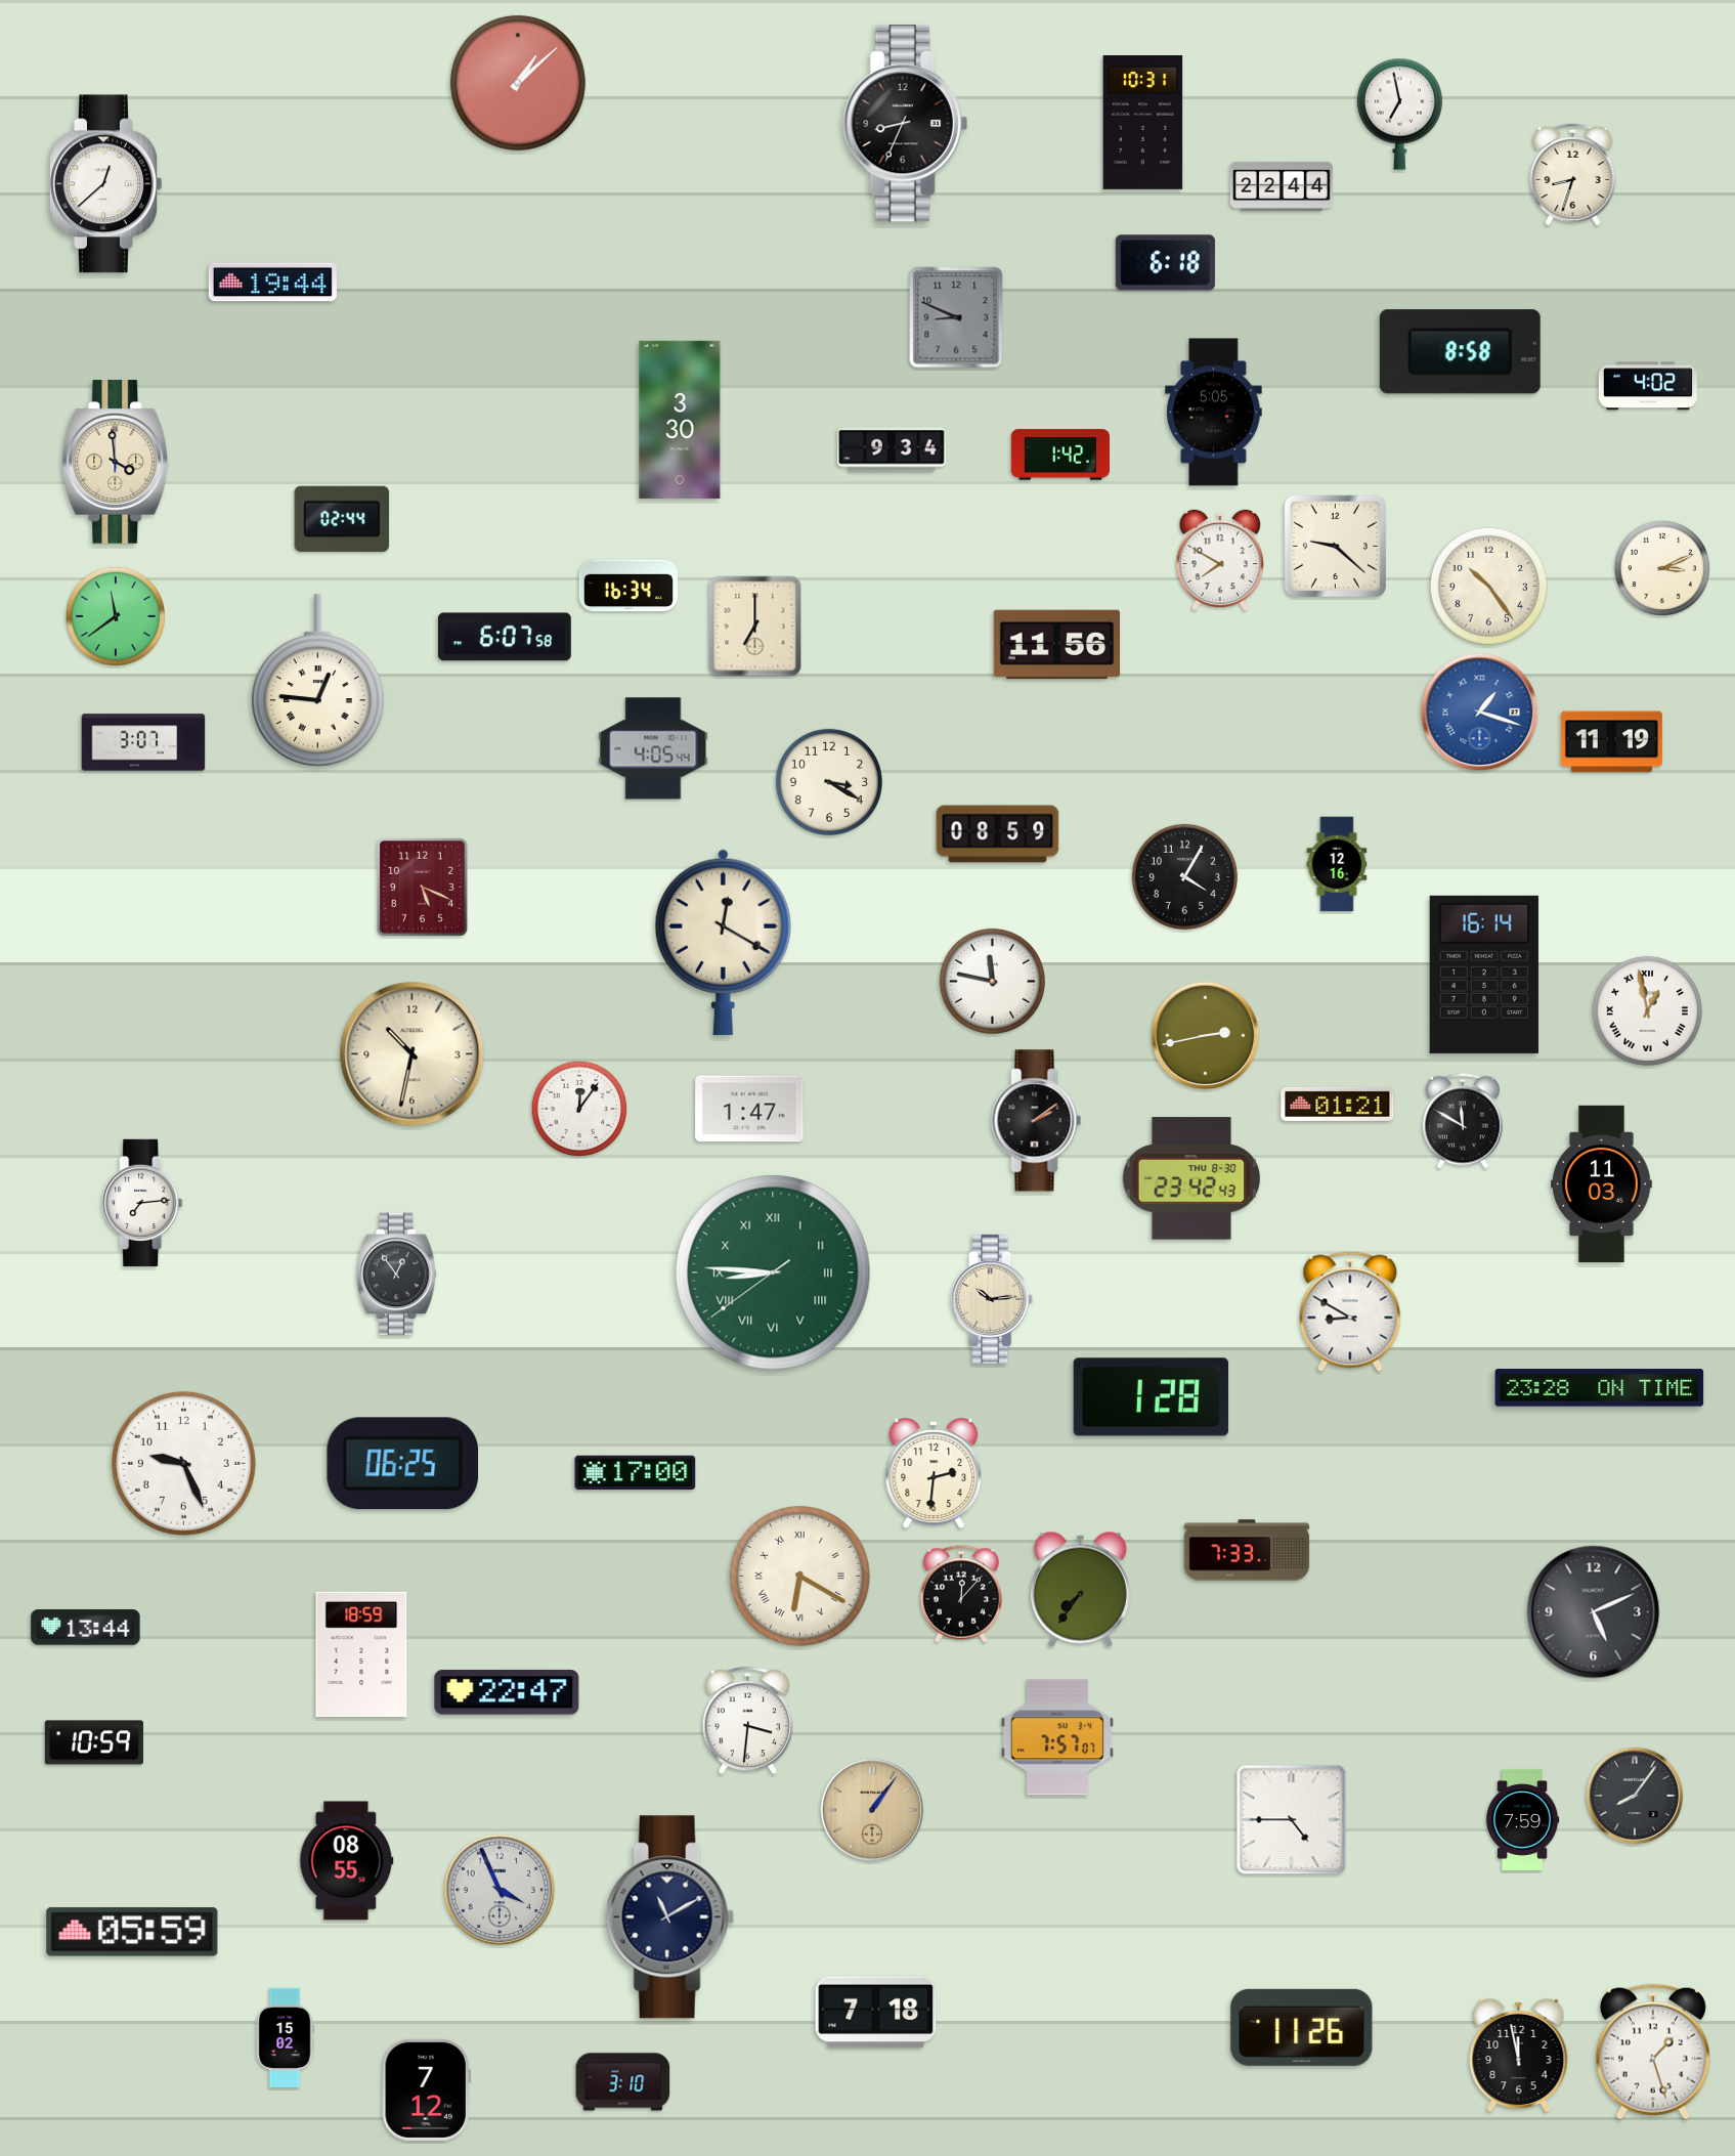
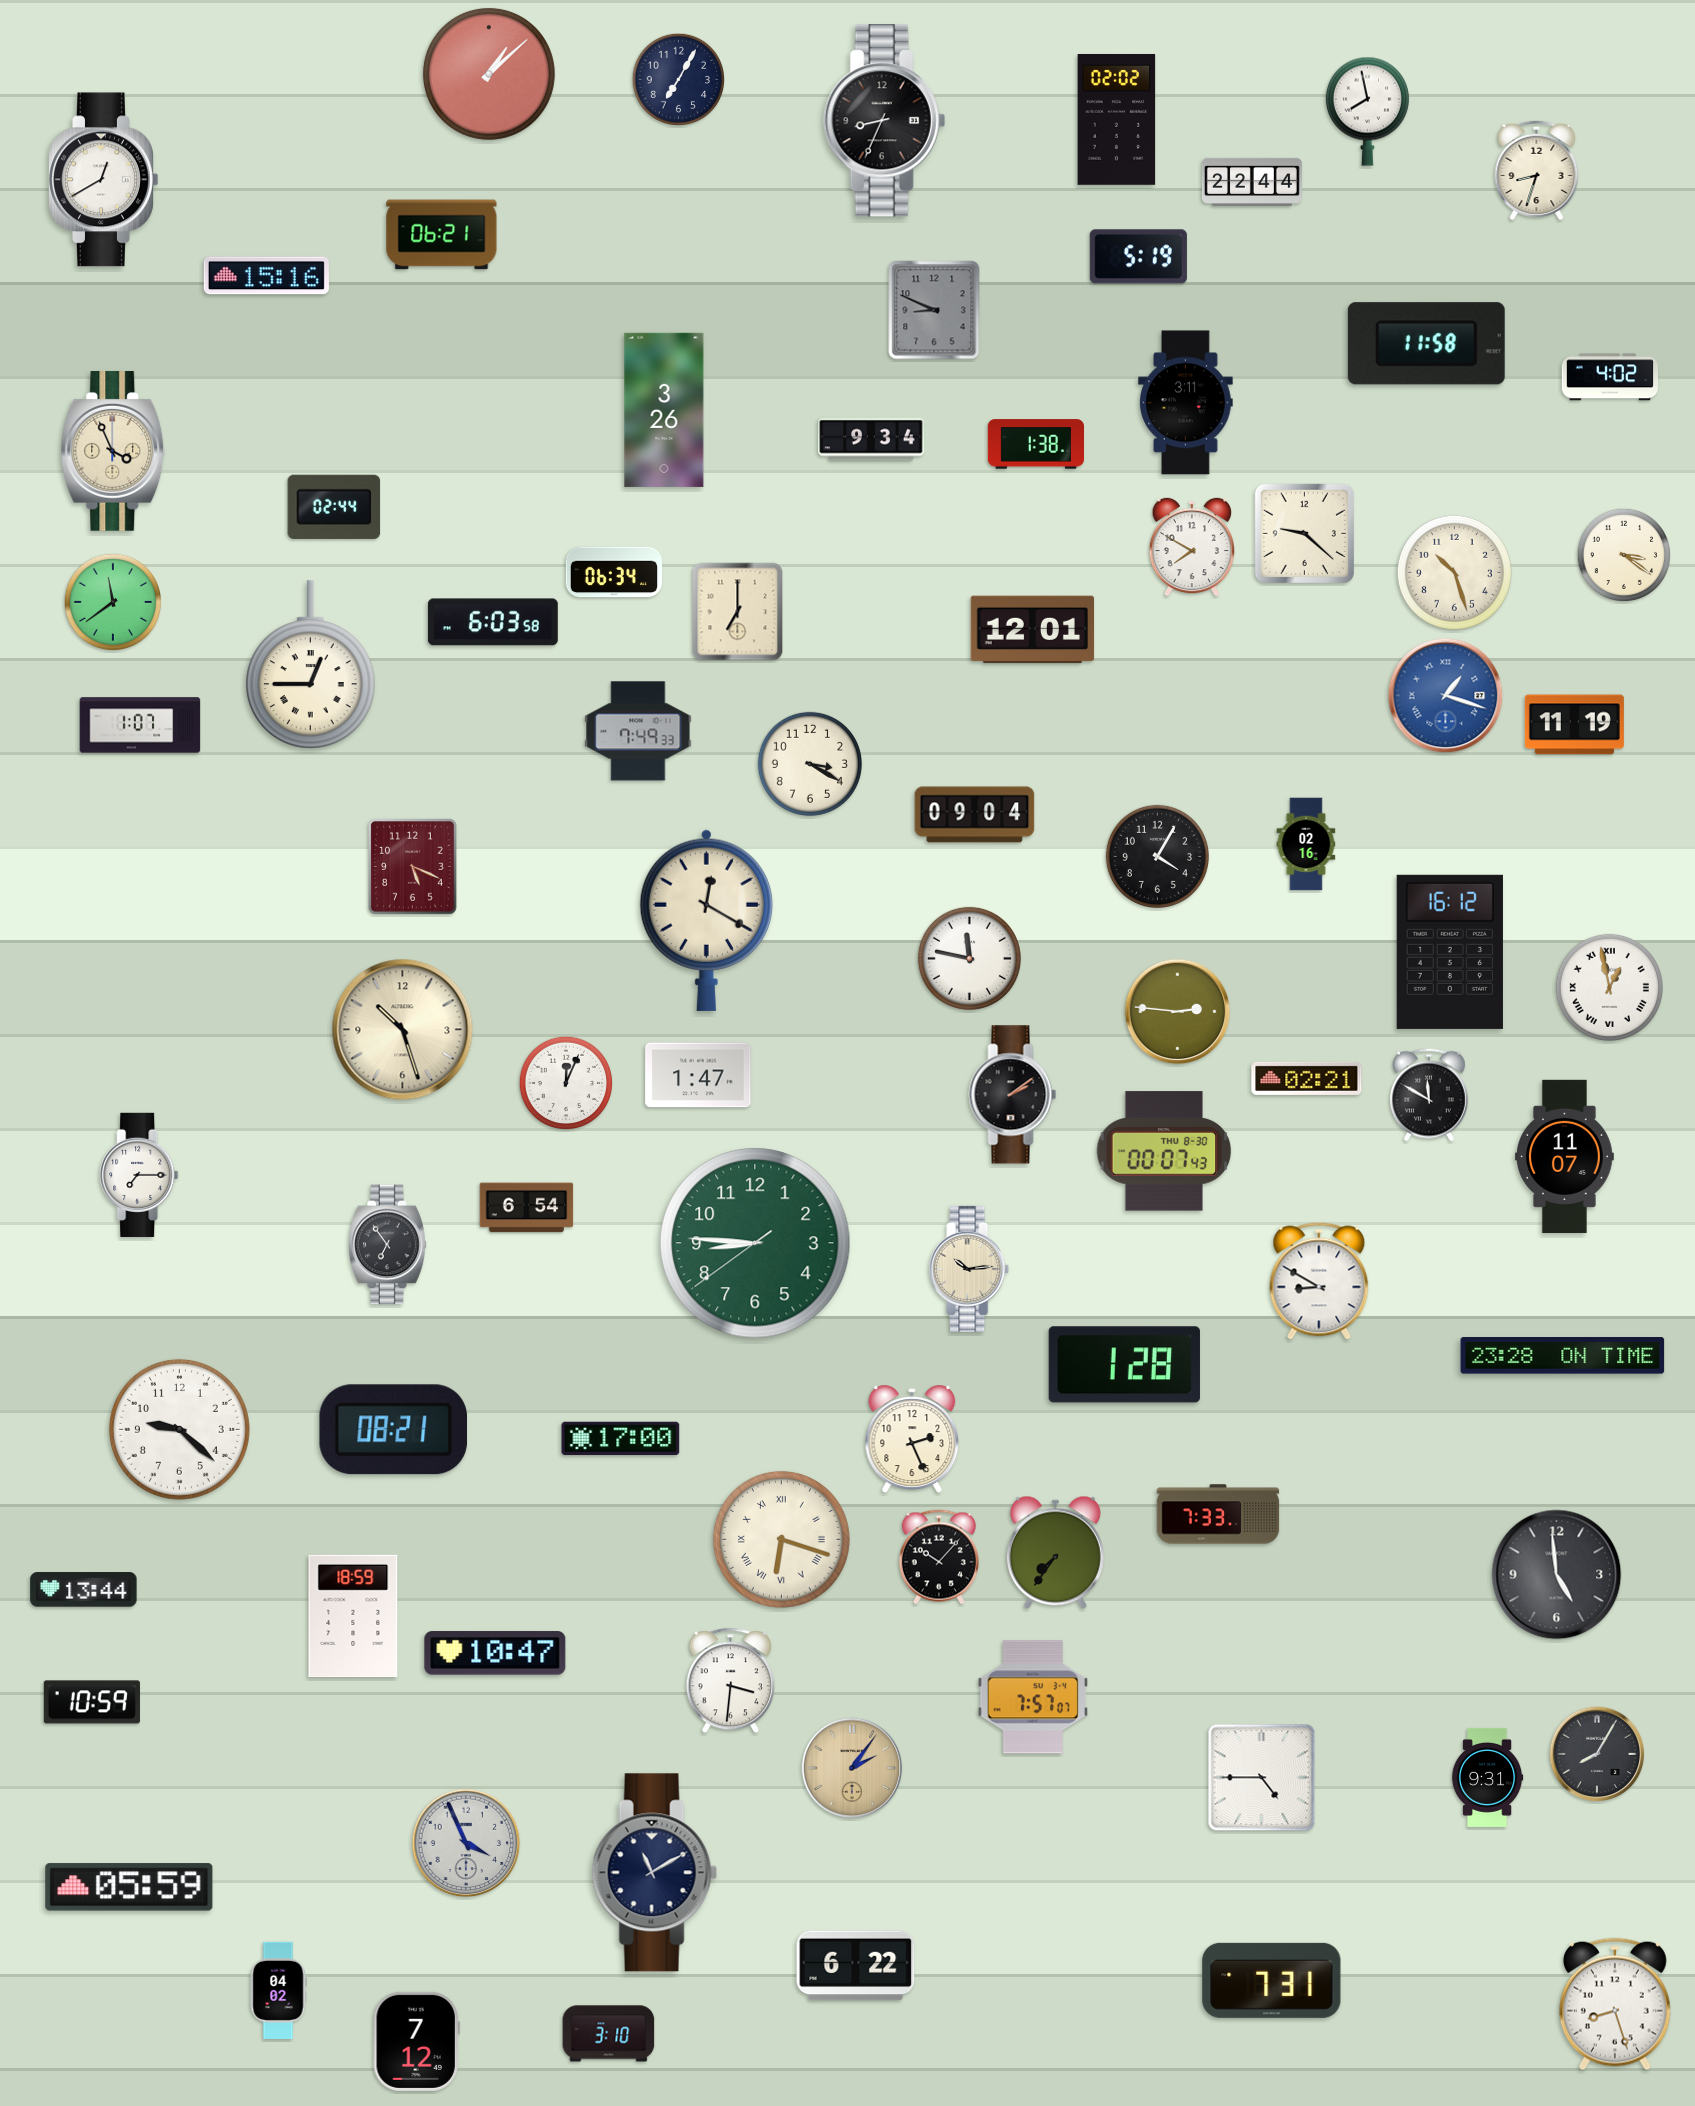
clock at (678, 79): none -> 7:05
clock at (518, 83) position: (518, 83) -> (489, 74)
clock at (1399, 114): 6:58 -> 7:58
clock at (1143, 123): 10:31 -> 02:02
clock at (106, 184): 12:38 -> 12:40
clock at (442, 235): none -> 06:21
clock at (1165, 263): 6:18 -> 5:19
clock at (272, 283): 19:44 -> 15:16
clock at (1460, 352): 8:58 -> 11:58
clock at (1214, 413): 5:05 -> 3:11
clock at (680, 420): 3:30 -> 3:26
clock at (1059, 455): 1:42 -> 1:38
clock at (116, 463): 3:59 -> 3:56
clock at (1661, 567): 3:11 -> 3:21
clock at (628, 586): 16:34 -> 06:34
clock at (1488, 586): 10:24 -> 10:27
clock at (505, 637): 6:07 -> 6:03
clock at (1057, 645): 11:56 -> 12:01
clock at (318, 681): 12:46 -> 12:45
clock at (143, 742): 3:07 -> 1:07
clock at (653, 748): 4:05 -> 7:49
clock at (998, 834): 08:59 -> 09:04
clock at (1337, 864): 12:16 -> 02:16
clock at (1484, 975): 16:14 -> 16:12
clock at (1206, 1036): 2:43 -> 2:46
clock at (413, 1054): 10:32 -> 10:27
clock at (1338, 1104): 01:21 -> 02:21
clock at (578, 1108): 12:06 -> 12:04
clock at (749, 1109) position: (749, 1109) -> (698, 1075)
clock at (1191, 1178): 23:42 -> 00:07
clock at (1602, 1183): 11:03 -> 11:07
clock at (142, 1203): 7:14 -> 7:15
clock at (527, 1208): none -> 6:54
clock at (773, 1273) numerals: Roman -> Arabic
clock at (397, 1275): 12:54 -> 6:54
clock at (183, 1463): 9:26 -> 9:22
clock at (402, 1464): 06:25 -> 08:21
clock at (934, 1473): 2:31 -> 2:26
clock at (799, 1576): 6:20 -> 6:18
clock at (961, 1594): 12:07 -> 10:07
clock at (1594, 1612): 5:11 -> 4:59
clock at (507, 1692): 22:47 -> 10:47
clock at (1635, 1796): 8:06 -> 8:05
clock at (872, 1810): 1:06 -> 2:06
clock at (1522, 1819): 7:59 -> 9:31
clock at (347, 1861): 08:55 -> none
clock at (500, 1890) position: (500, 1890) -> (466, 1843)
clock at (876, 2013): 7:18 -> 6:22
clock at (1302, 2027): 11:26 -> 7:31
clock at (285, 2037): 15:02 -> 04:02
clock at (1653, 2052): 1:27 -> 8:27
clock at (1519, 2056): 11:58 -> none
